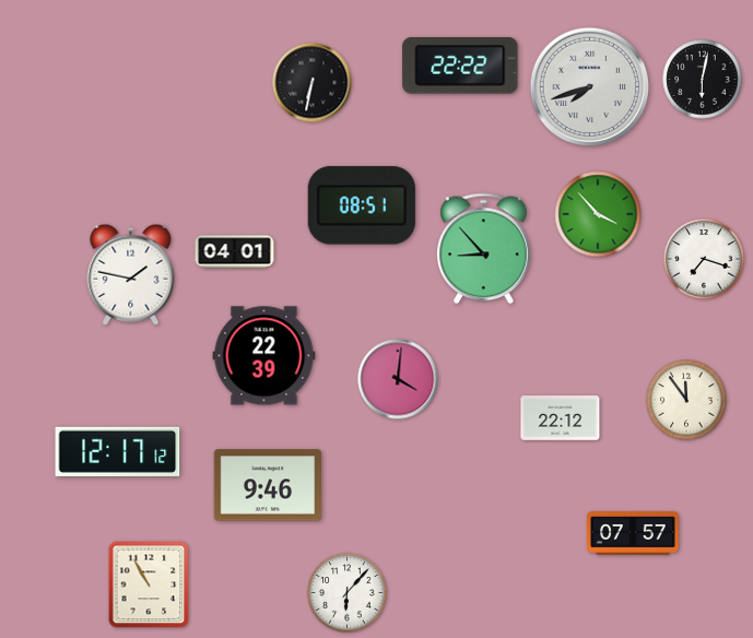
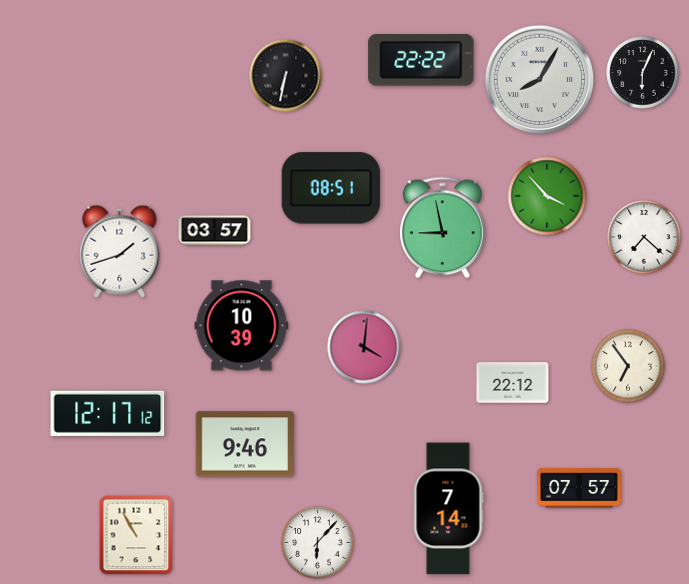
clock at (703, 80): 6:02 -> 6:04
clock at (590, 87): 7:42 -> 8:05
clock at (484, 249): 8:53 -> 8:58
clock at (235, 252): 04:01 -> 03:57
clock at (704, 259): 7:18 -> 7:22
clock at (131, 274): 1:47 -> 1:42
clock at (264, 356): 22:39 -> 10:39
clock at (686, 400): 11:54 -> 6:54
clock at (448, 509): none -> 7:14
